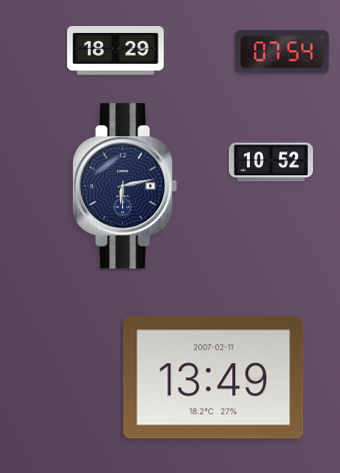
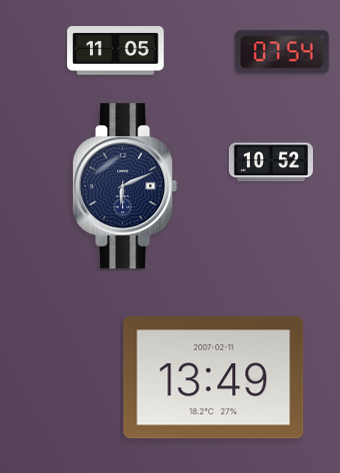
clock at (116, 51): 18:29 -> 11:05
clock at (125, 186): 6:13 -> 6:11
